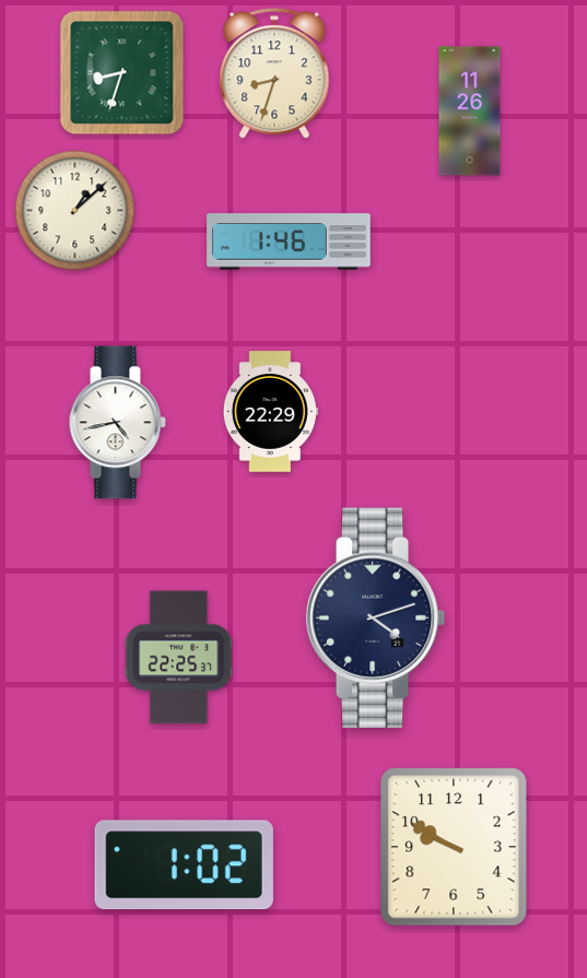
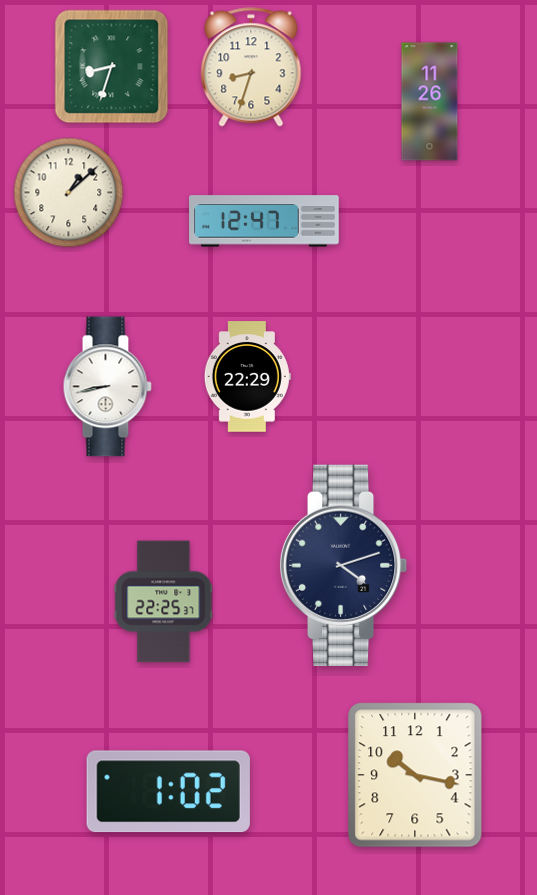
clock at (289, 241): 1:46 -> 12:47
clock at (117, 423): 4:43 -> 8:43
clock at (454, 847): 9:50 -> 10:17
